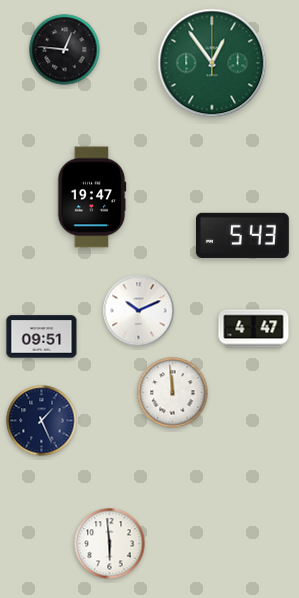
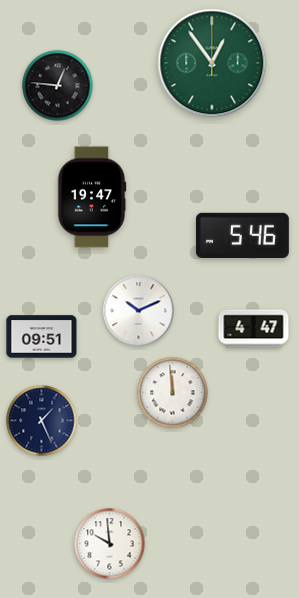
clock at (65, 50) position: (65, 50) -> (58, 86)
clock at (242, 235): 5:43 -> 5:46
clock at (110, 544): 5:59 -> 9:59
